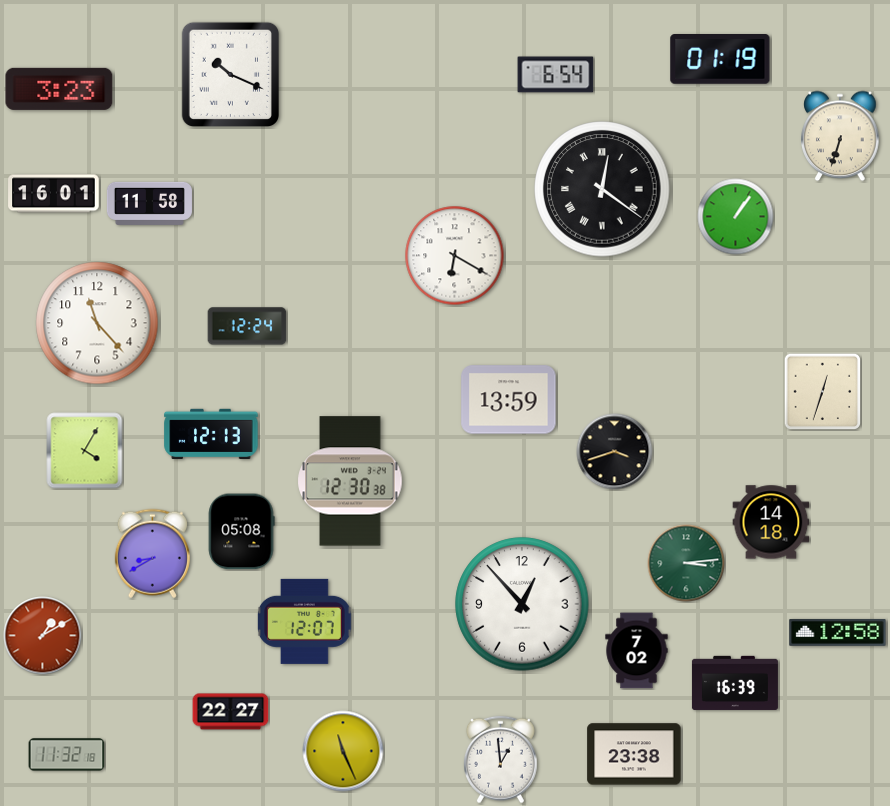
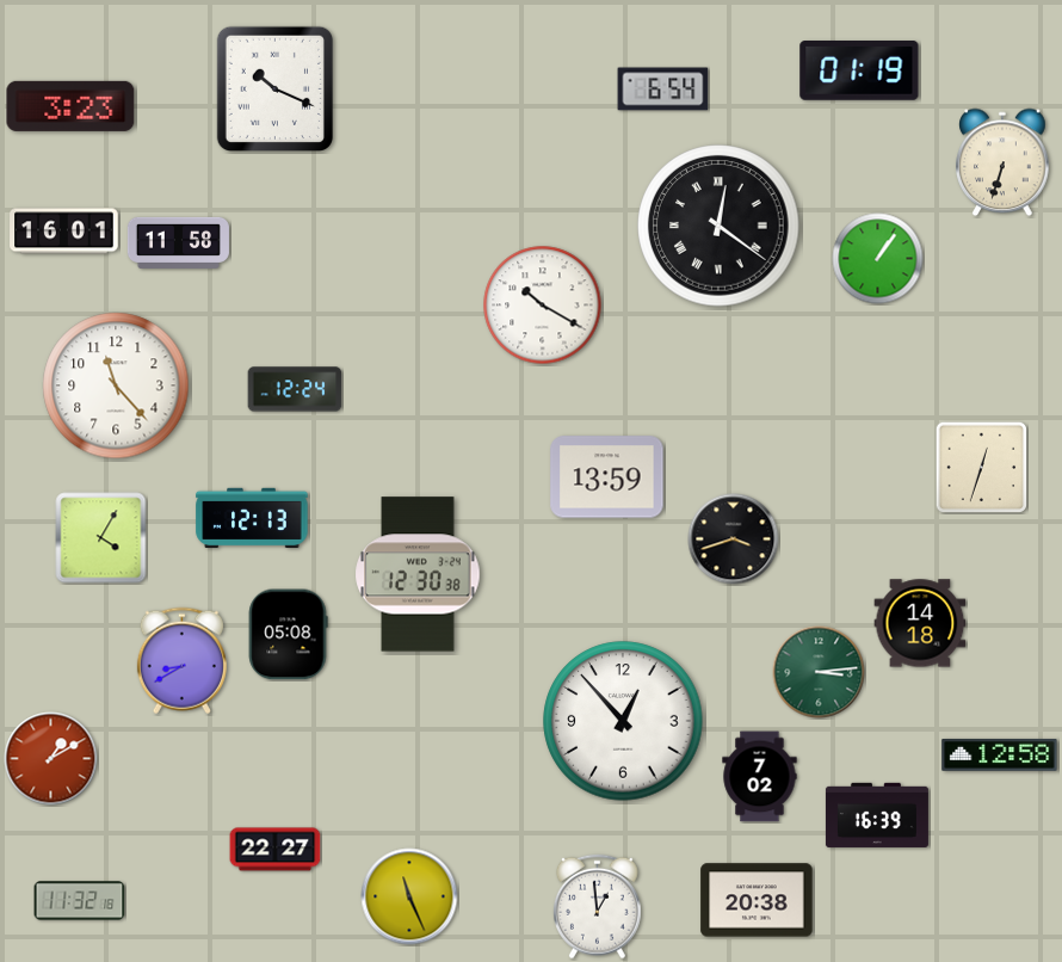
clock at (455, 256): 6:20 -> 10:20
clock at (304, 621): 12:07 -> none
clock at (634, 754): 23:38 -> 20:38
